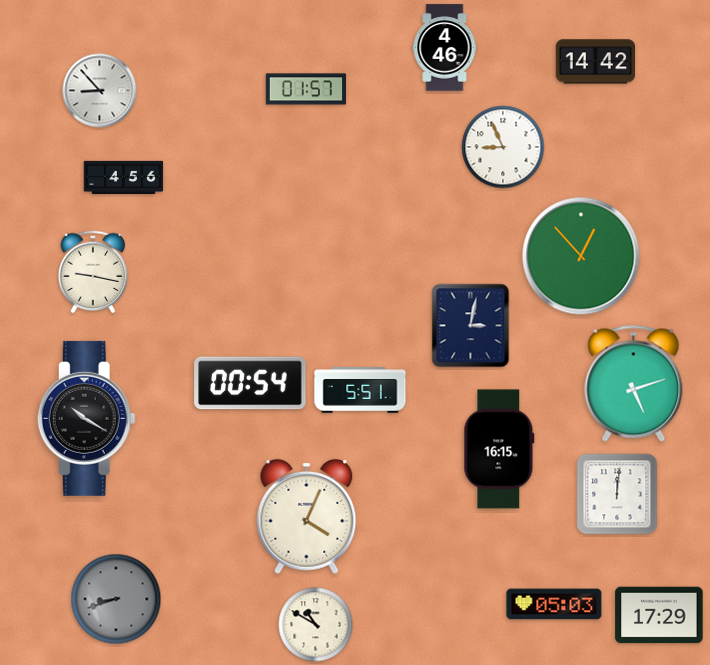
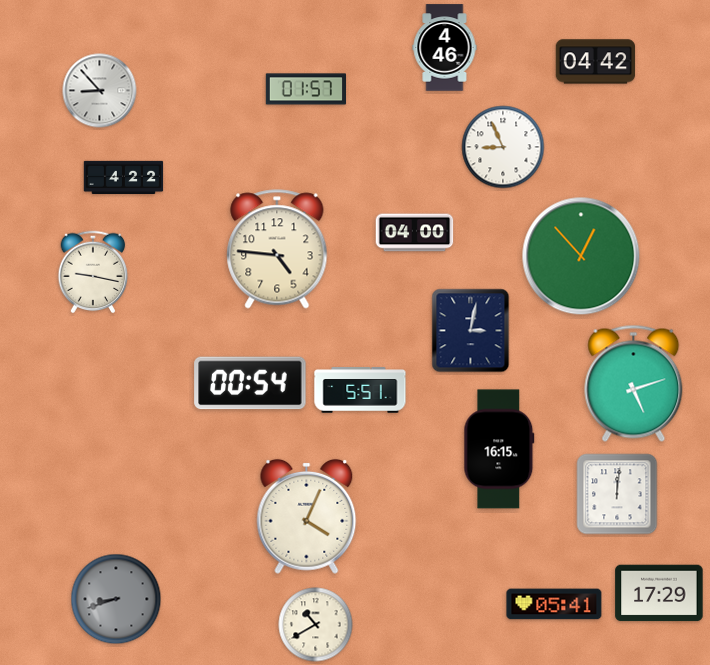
clock at (596, 62): 14:42 -> 04:42
clock at (124, 178): 4:56 -> 4:22
clock at (415, 233): none -> 04:00
clock at (277, 249): none -> 4:46
clock at (471, 326) position: (471, 326) -> (471, 331)
clock at (86, 418): 10:20 -> none
clock at (554, 604): 05:03 -> 05:41
clock at (659, 615) position: (659, 615) -> (659, 593)
clock at (316, 625): 10:50 -> 10:40
